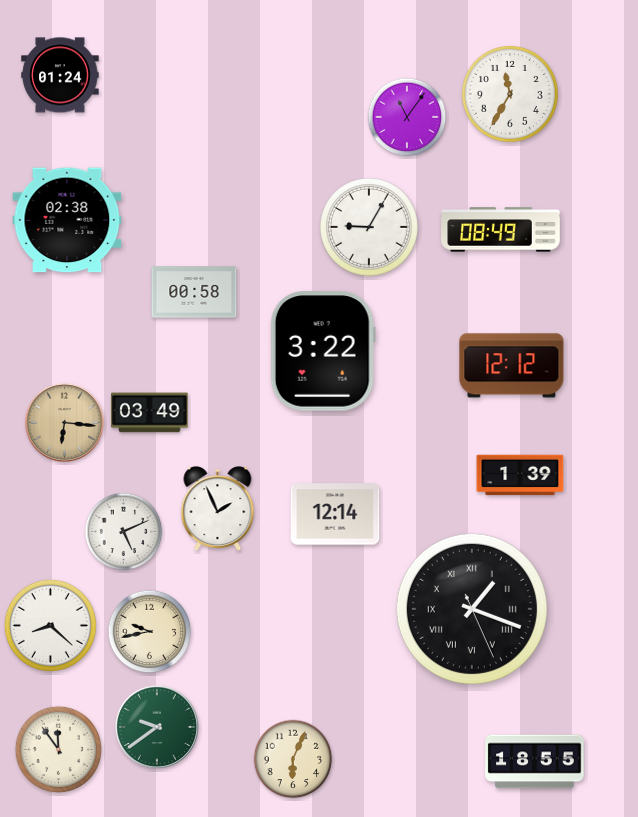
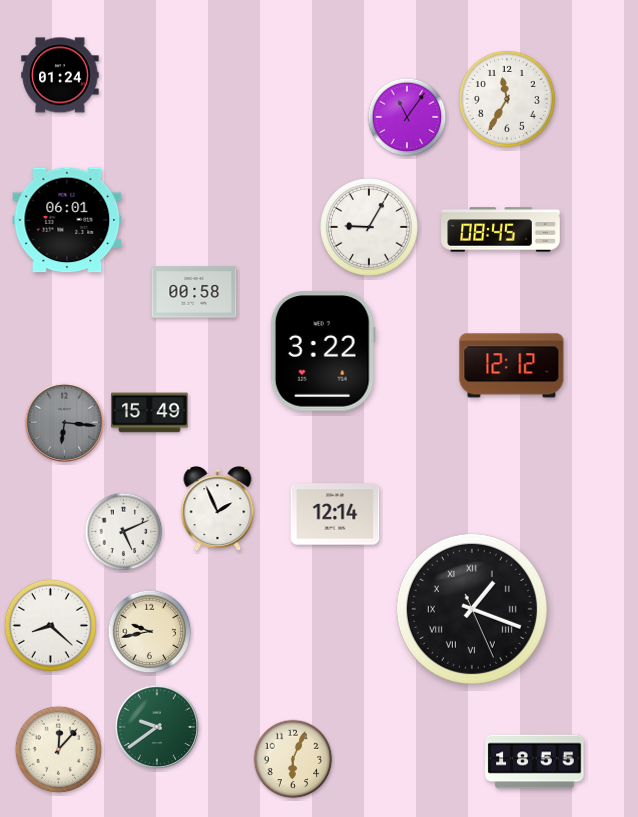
clock at (510, 94) position: (510, 94) -> (507, 99)
clock at (67, 220): 02:38 -> 06:01
clock at (501, 230): 08:49 -> 08:45
clock at (150, 413): 03:49 -> 15:49
clock at (64, 422) dial: champagne -> grey
clock at (520, 475): 1:39 -> none
clock at (58, 749): 11:54 -> 12:07
